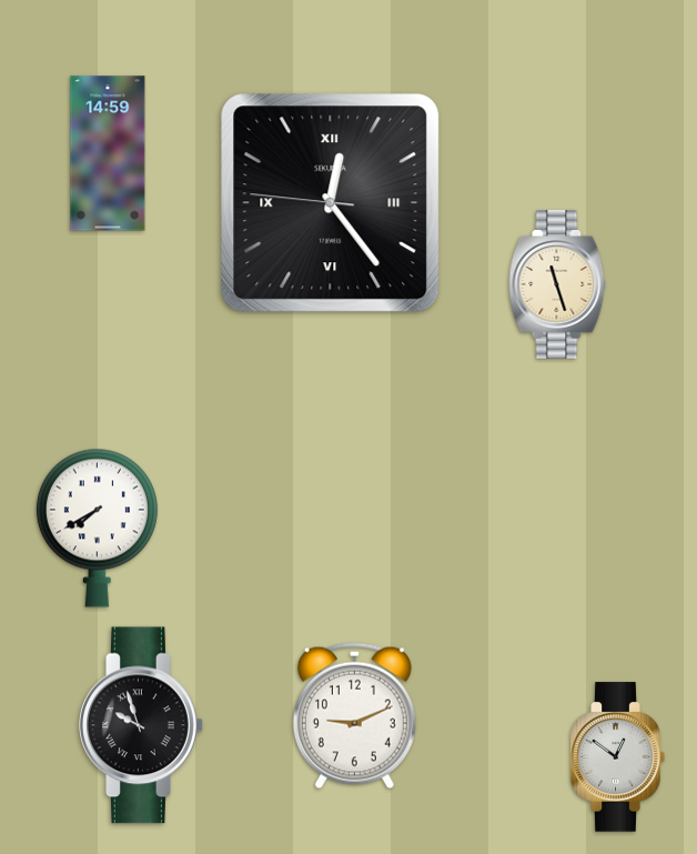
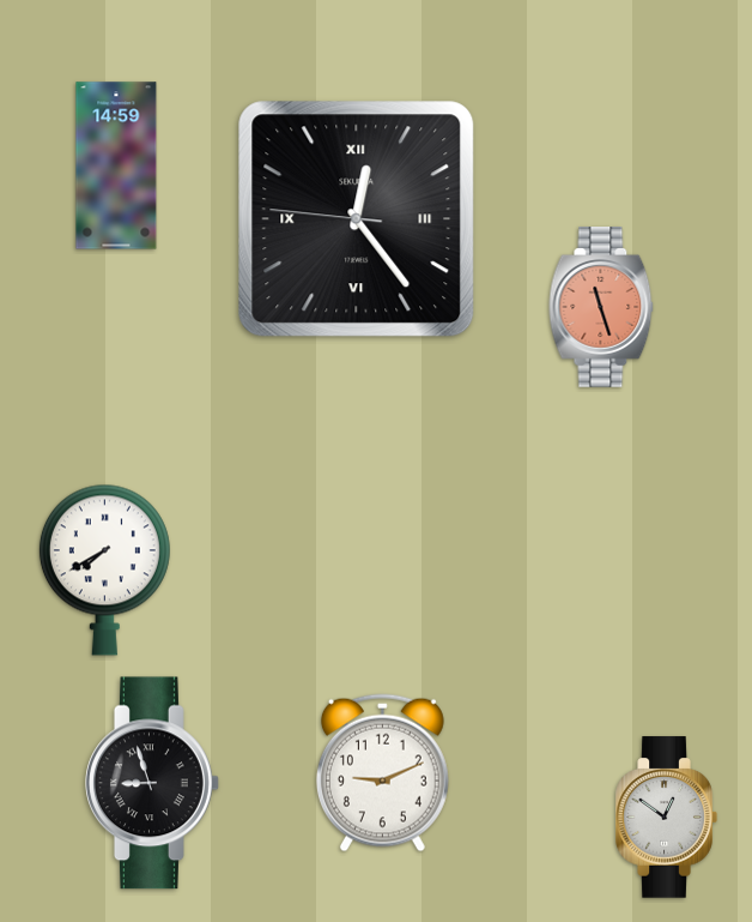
clock at (557, 284) dial: cream -> salmon
clock at (142, 725): 9:57 -> 8:57
